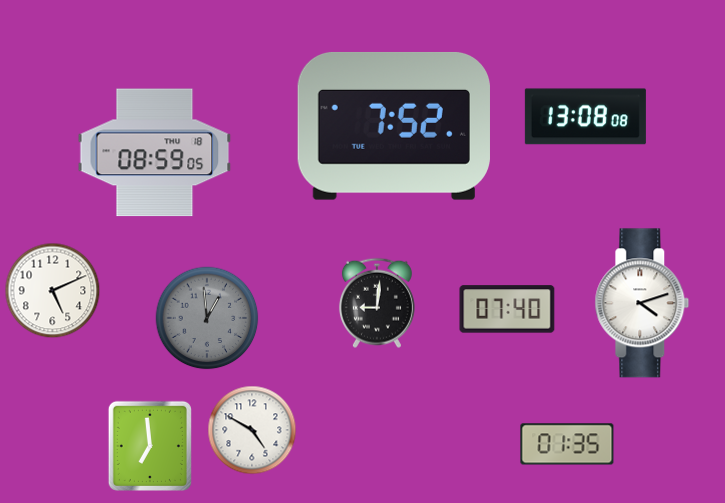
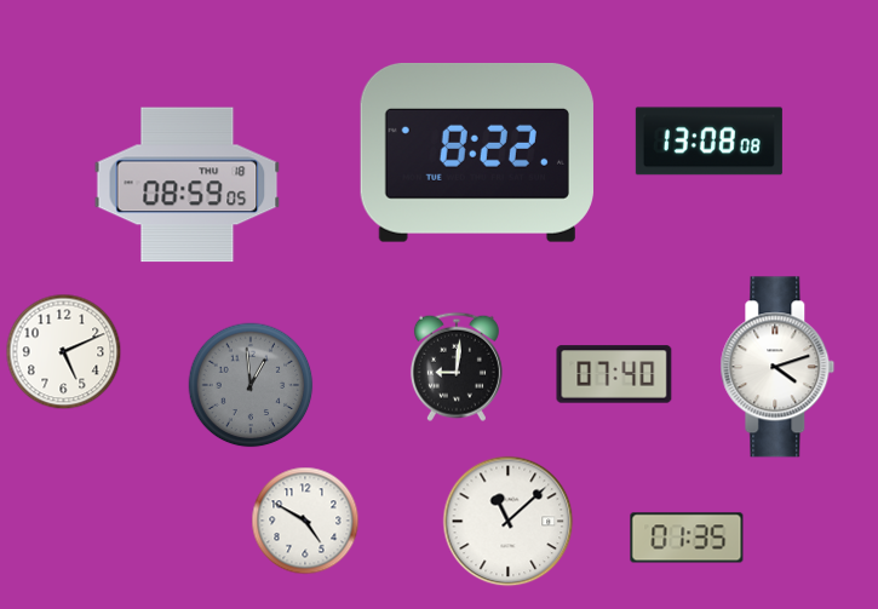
clock at (394, 126): 7:52 -> 8:22
clock at (509, 522): none -> 11:08
clock at (150, 446): 6:59 -> none
